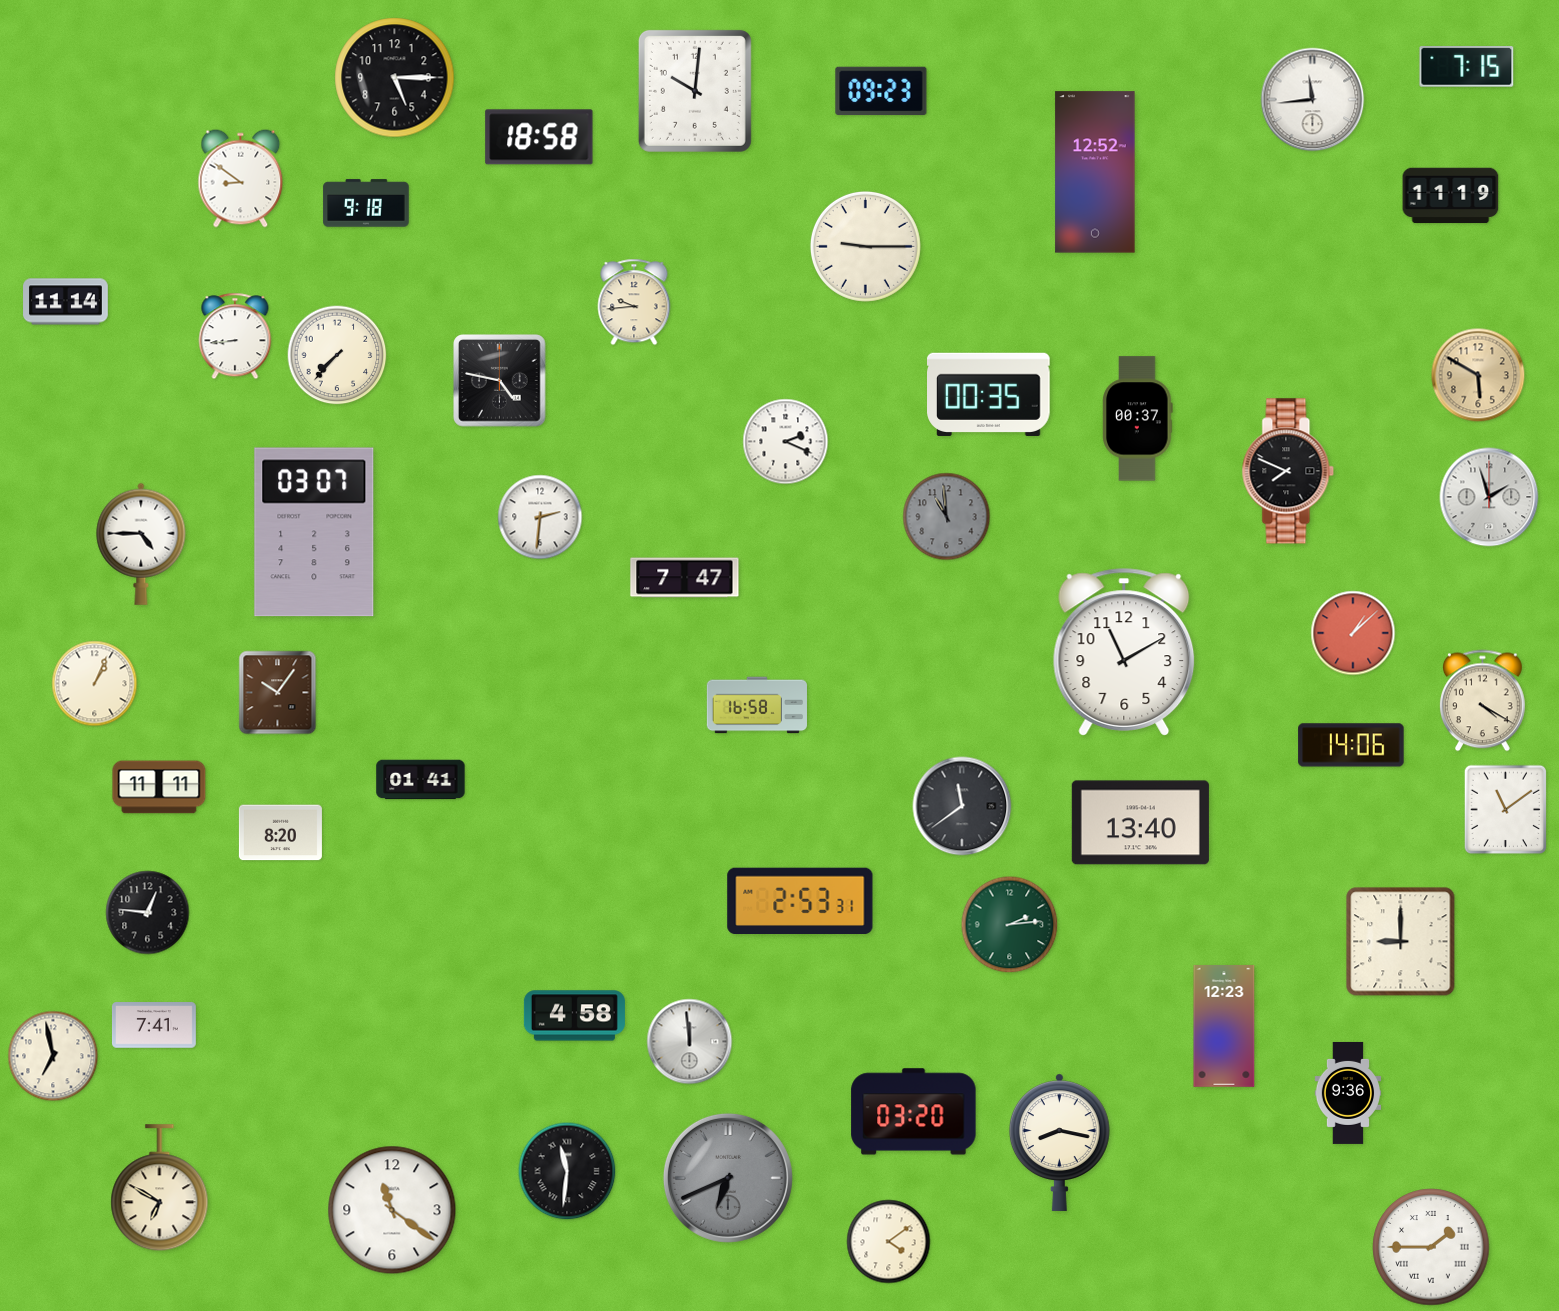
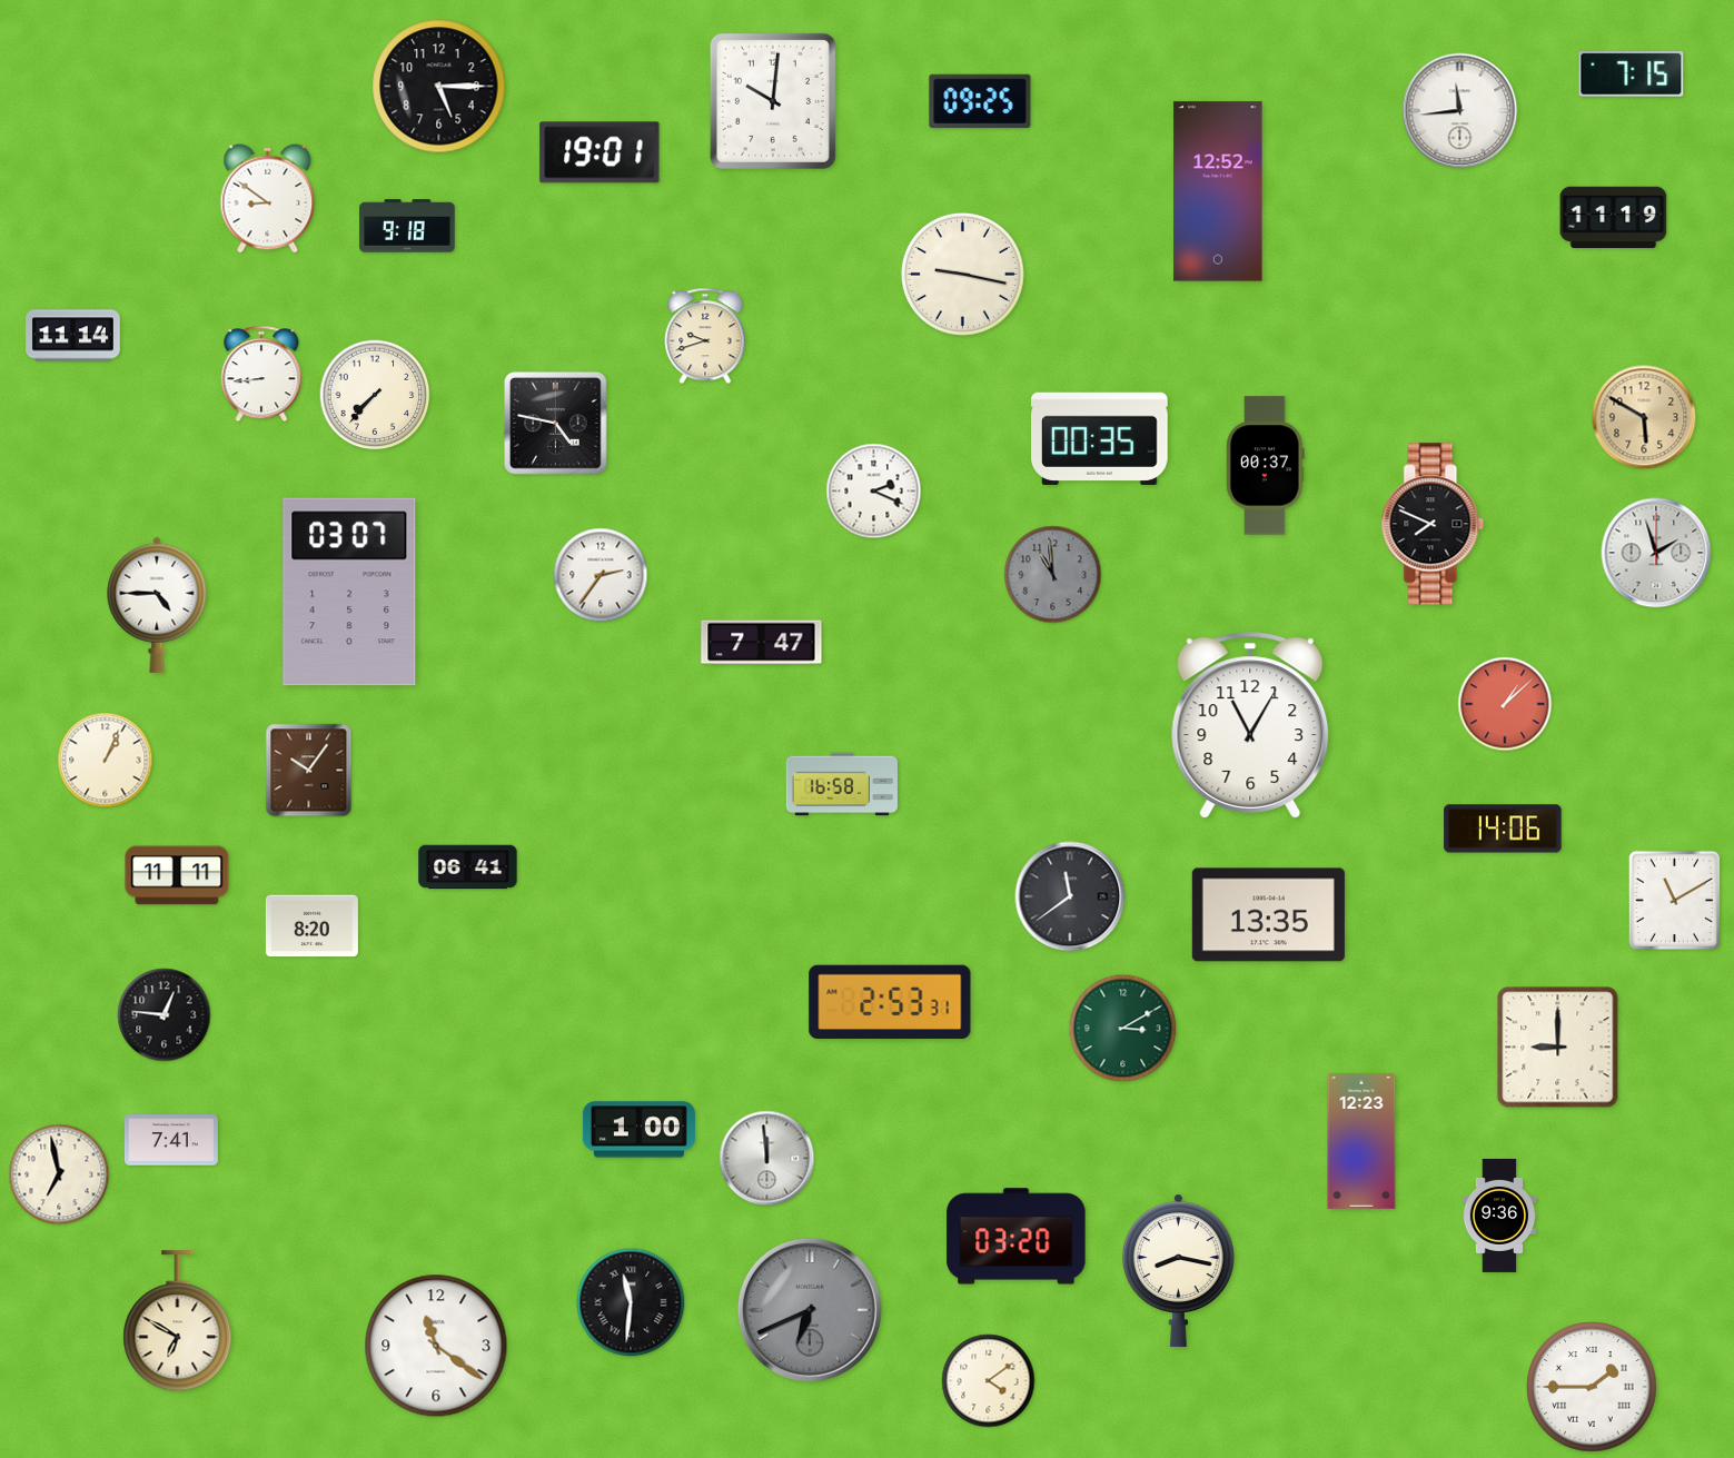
clock at (881, 91): 09:23 -> 09:25
clock at (539, 137): 18:58 -> 19:01
clock at (865, 246): 9:15 -> 9:17
clock at (634, 302): 9:44 -> 9:42
clock at (540, 517): 2:31 -> 2:36
clock at (1124, 652): 11:10 -> 11:05
clock at (1482, 701): 4:20 -> none
clock at (421, 780): 01:41 -> 06:41
clock at (1506, 810): 11:09 -> 11:10
clock at (1140, 823): 13:40 -> 13:35
clock at (1010, 925): 2:14 -> 3:10
clock at (574, 1016): 4:58 -> 1:00
